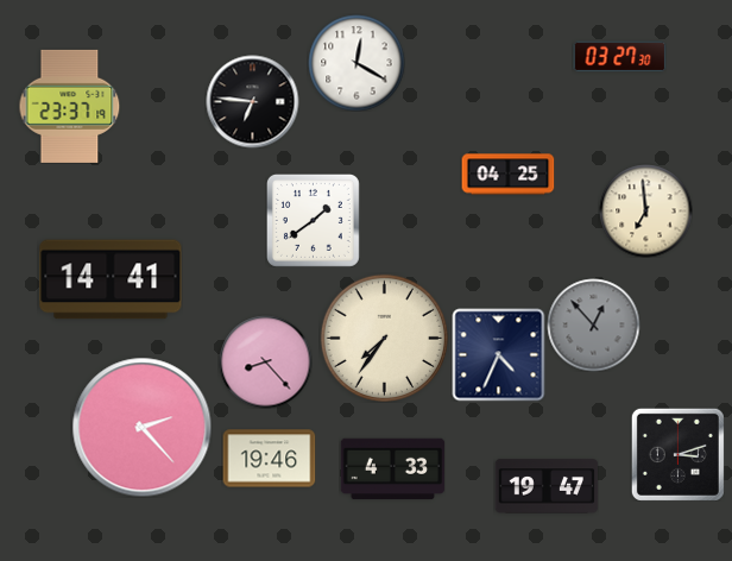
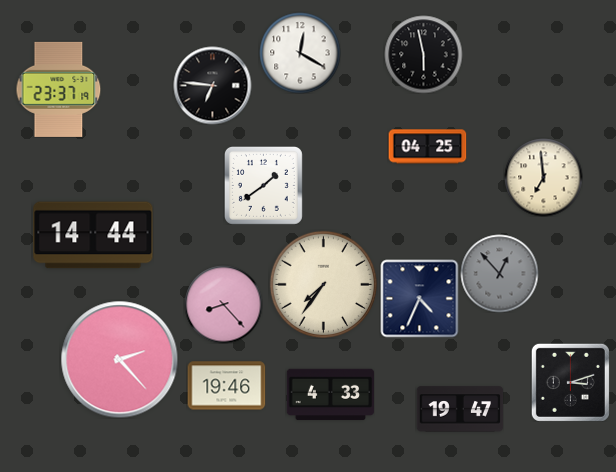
clock at (619, 57): 03:27 -> none
clock at (423, 54): none -> 5:58
clock at (111, 279): 14:41 -> 14:44
